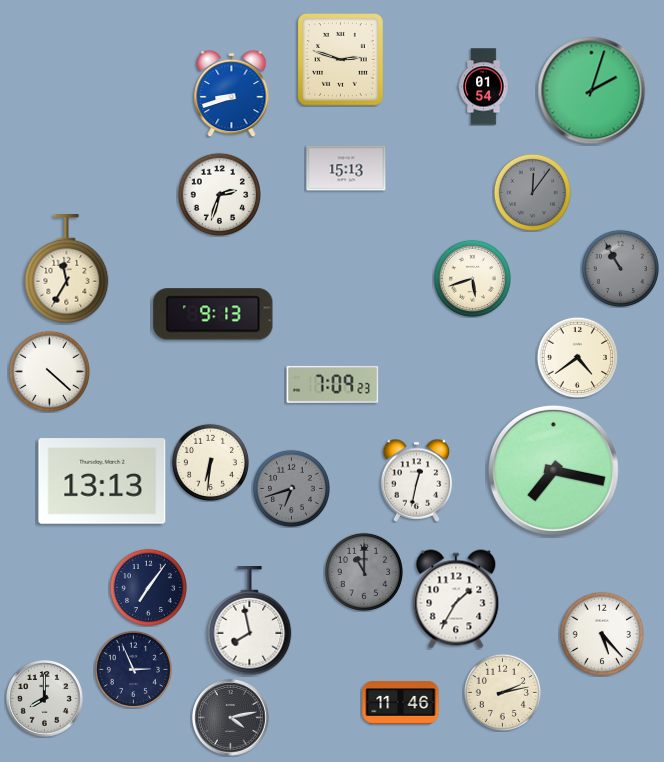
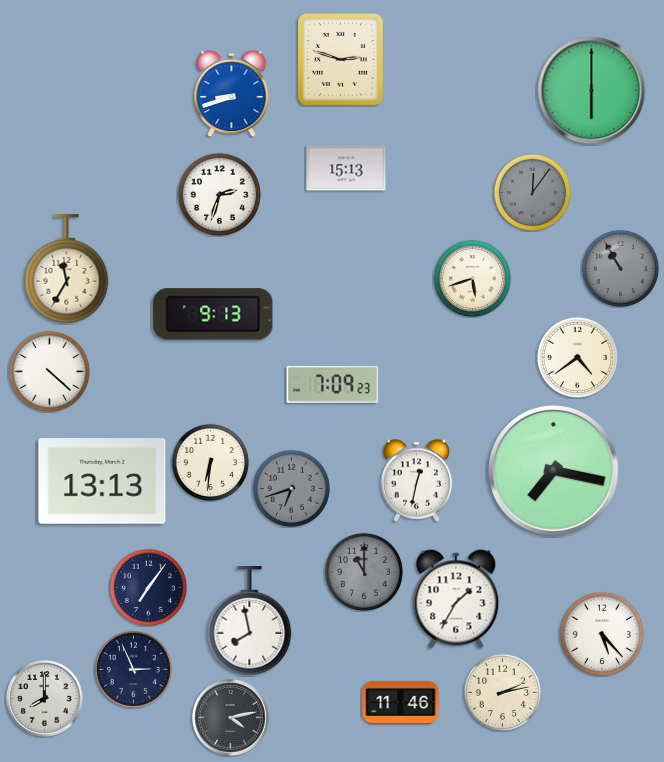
clock at (484, 87): 01:54 -> none
clock at (592, 91): 2:03 -> 6:00
